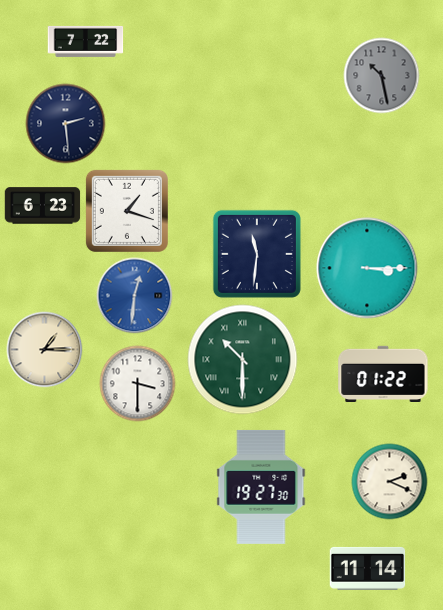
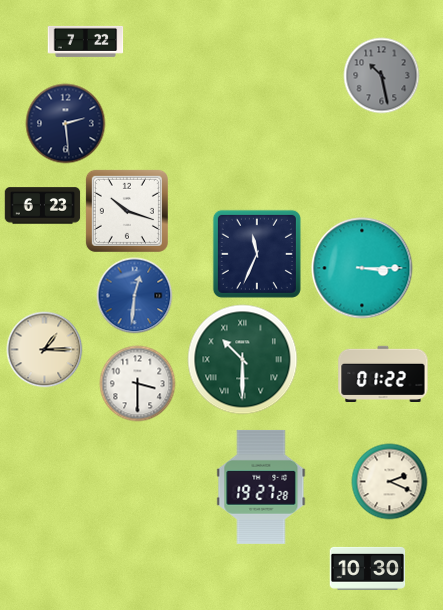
clock at (127, 211): 1:18 -> 10:18
clock at (257, 254): 11:31 -> 11:34
clock at (367, 268) position: (367, 268) -> (362, 268)
clock at (261, 487): 19:27:30 -> 19:27:28
clock at (368, 568): 11:14 -> 10:30
